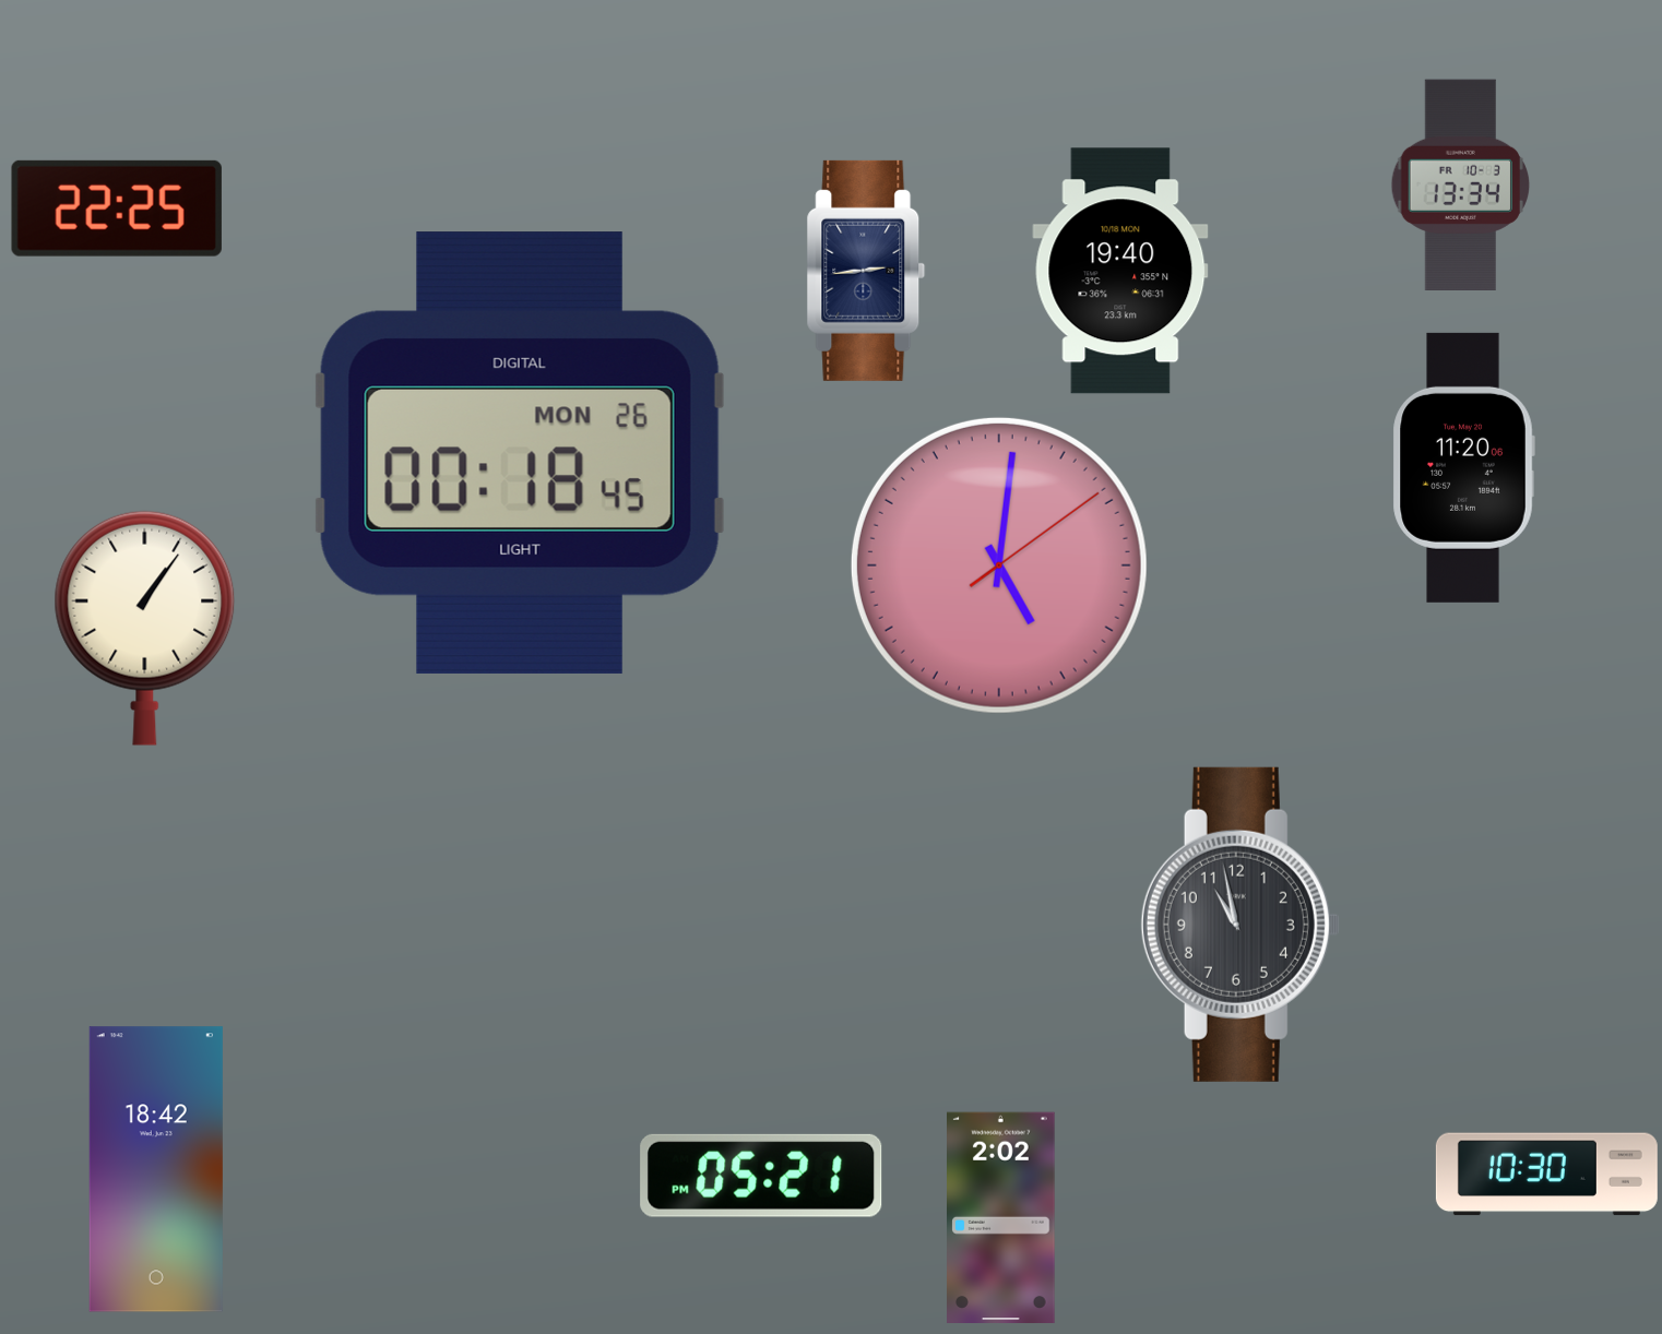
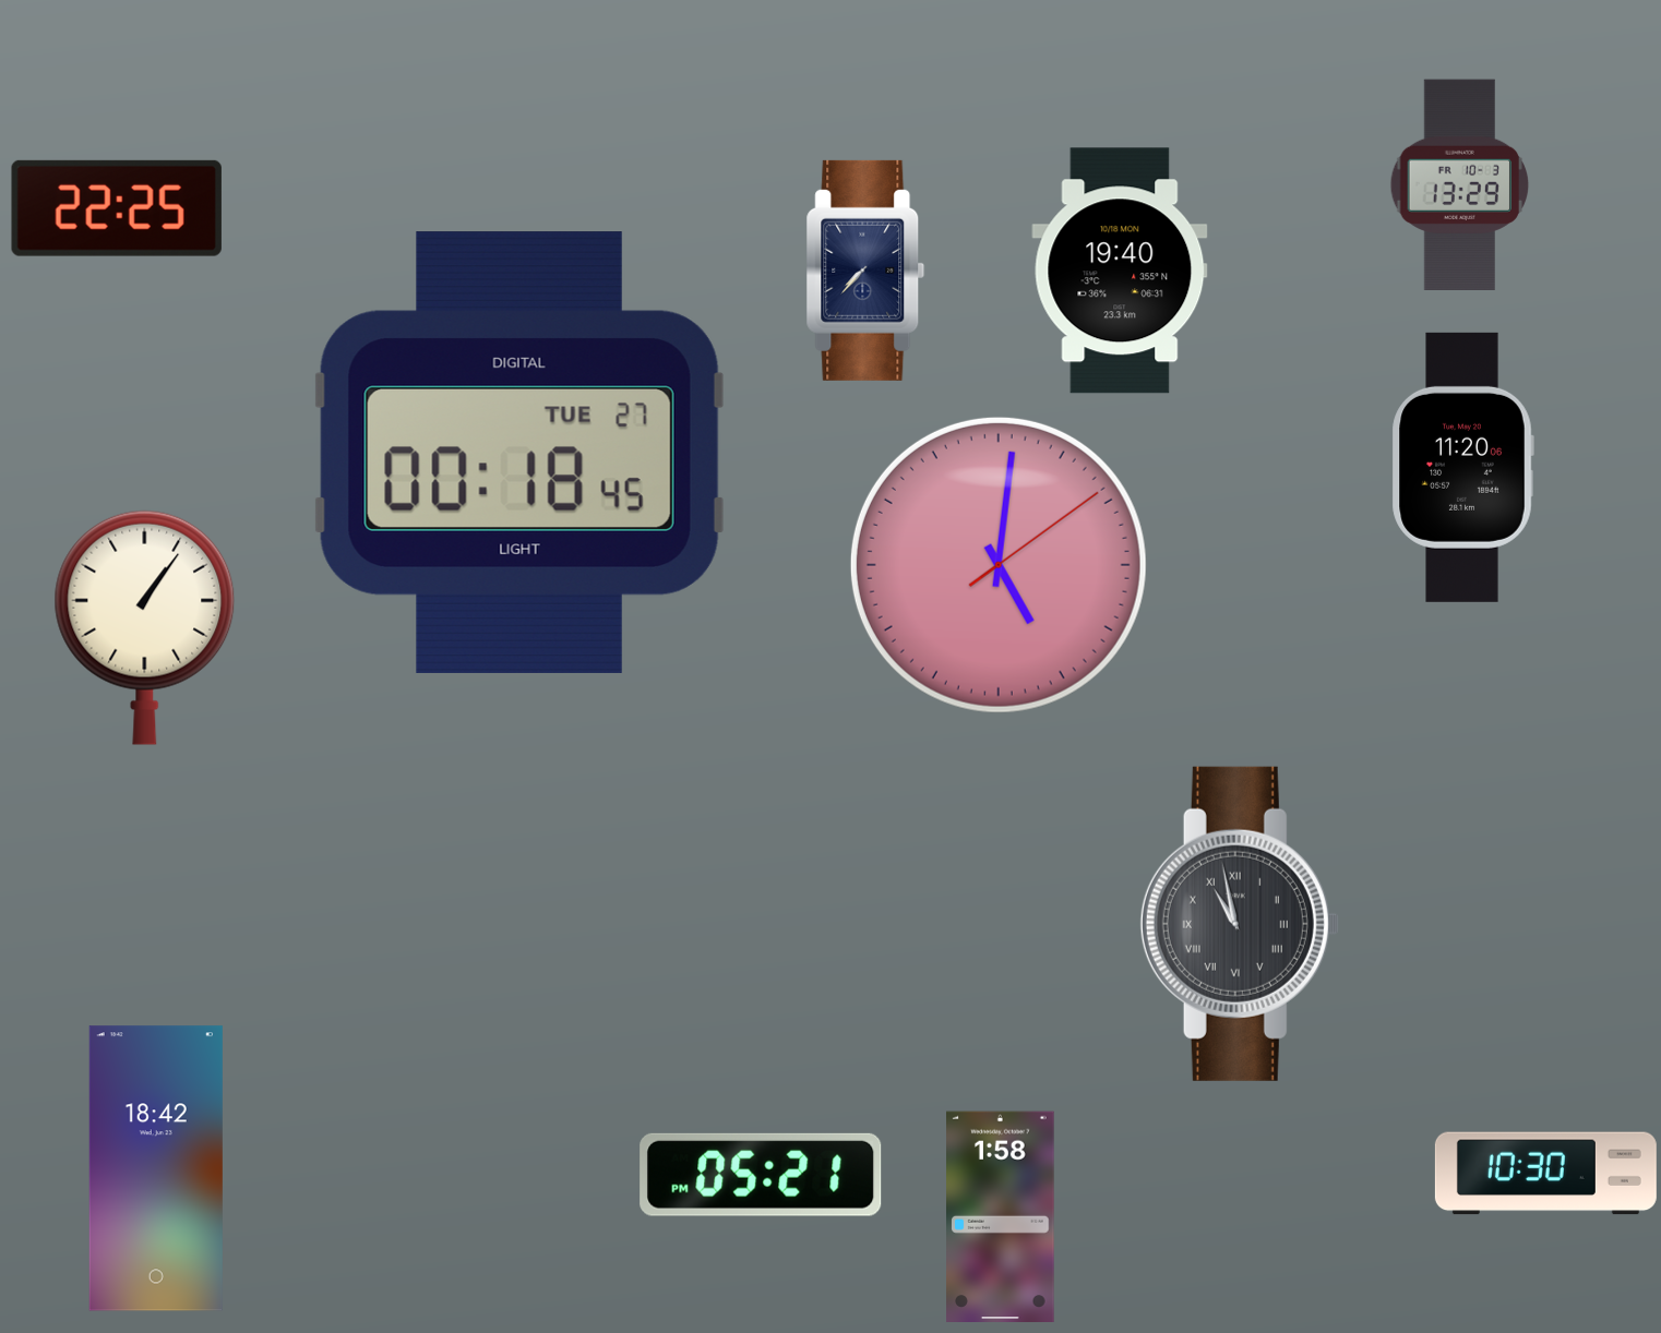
clock at (1460, 184): 13:34 -> 13:29
clock at (866, 271): 2:44 -> 7:37
clock at (520, 453) date: MON 26 -> TUE 27
clock at (1240, 925) numerals: Arabic -> Roman
clock at (1001, 1217): 2:02 -> 1:58
